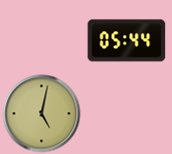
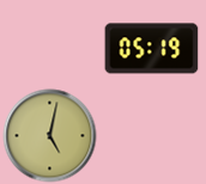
clock at (126, 41): 05:44 -> 05:19
